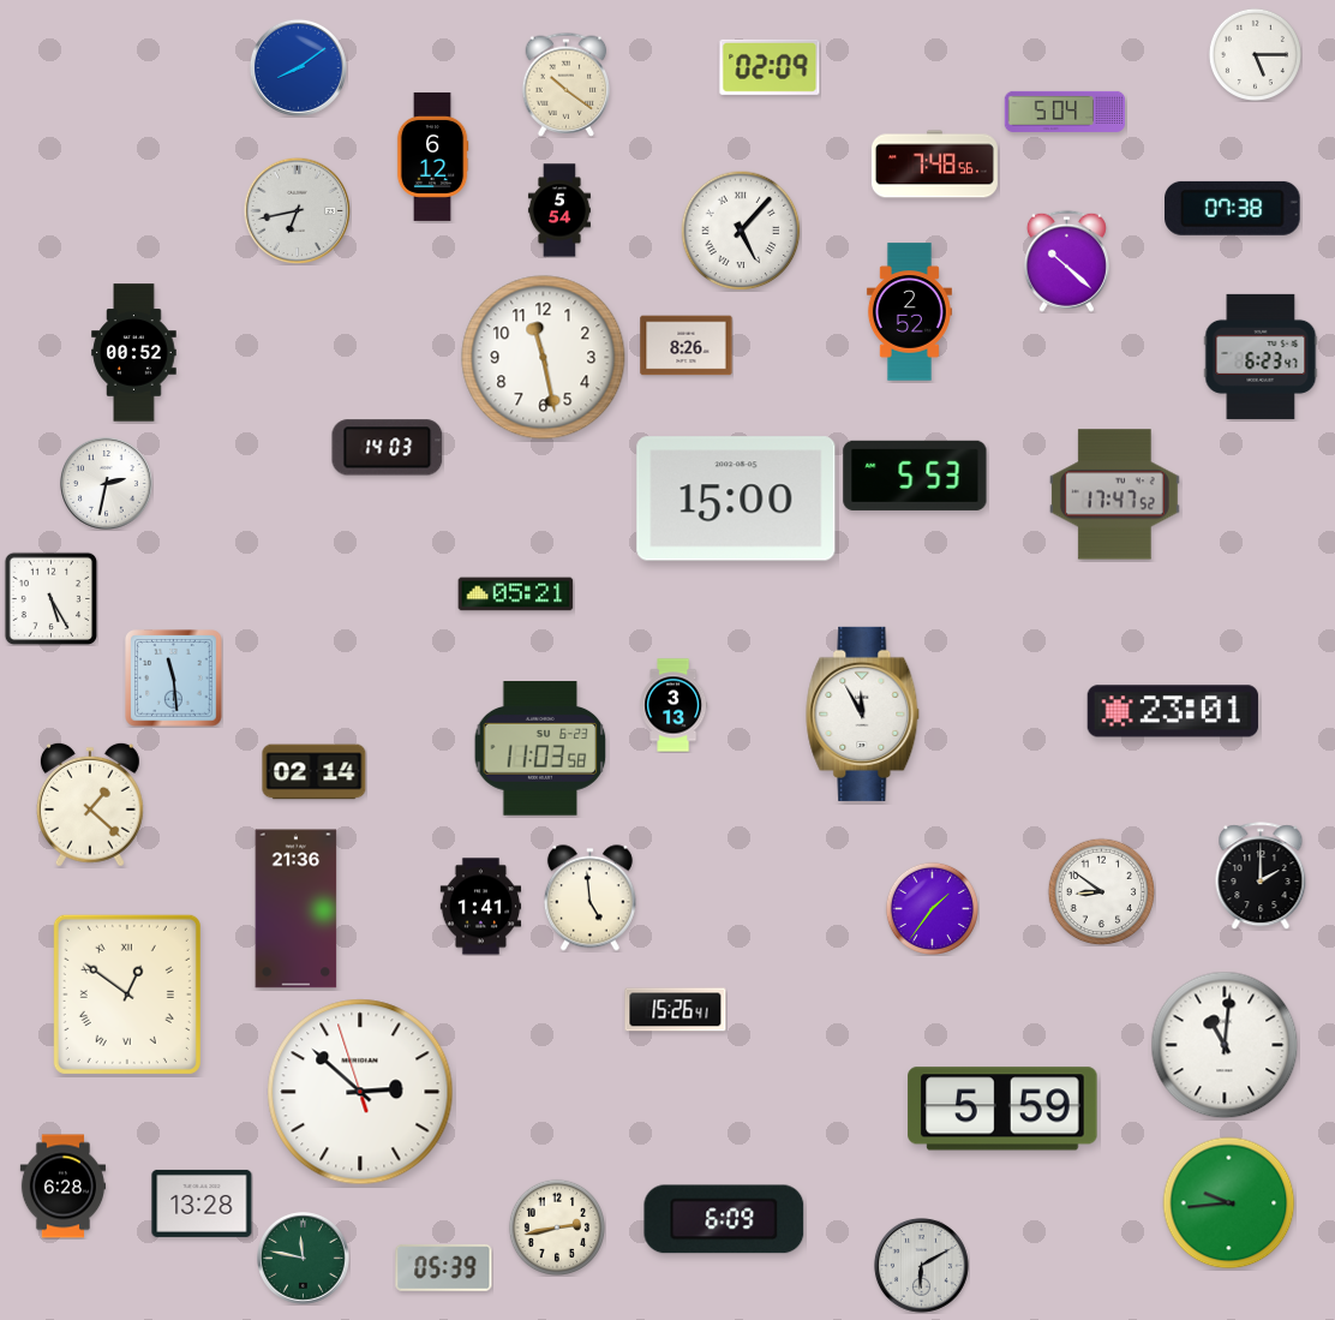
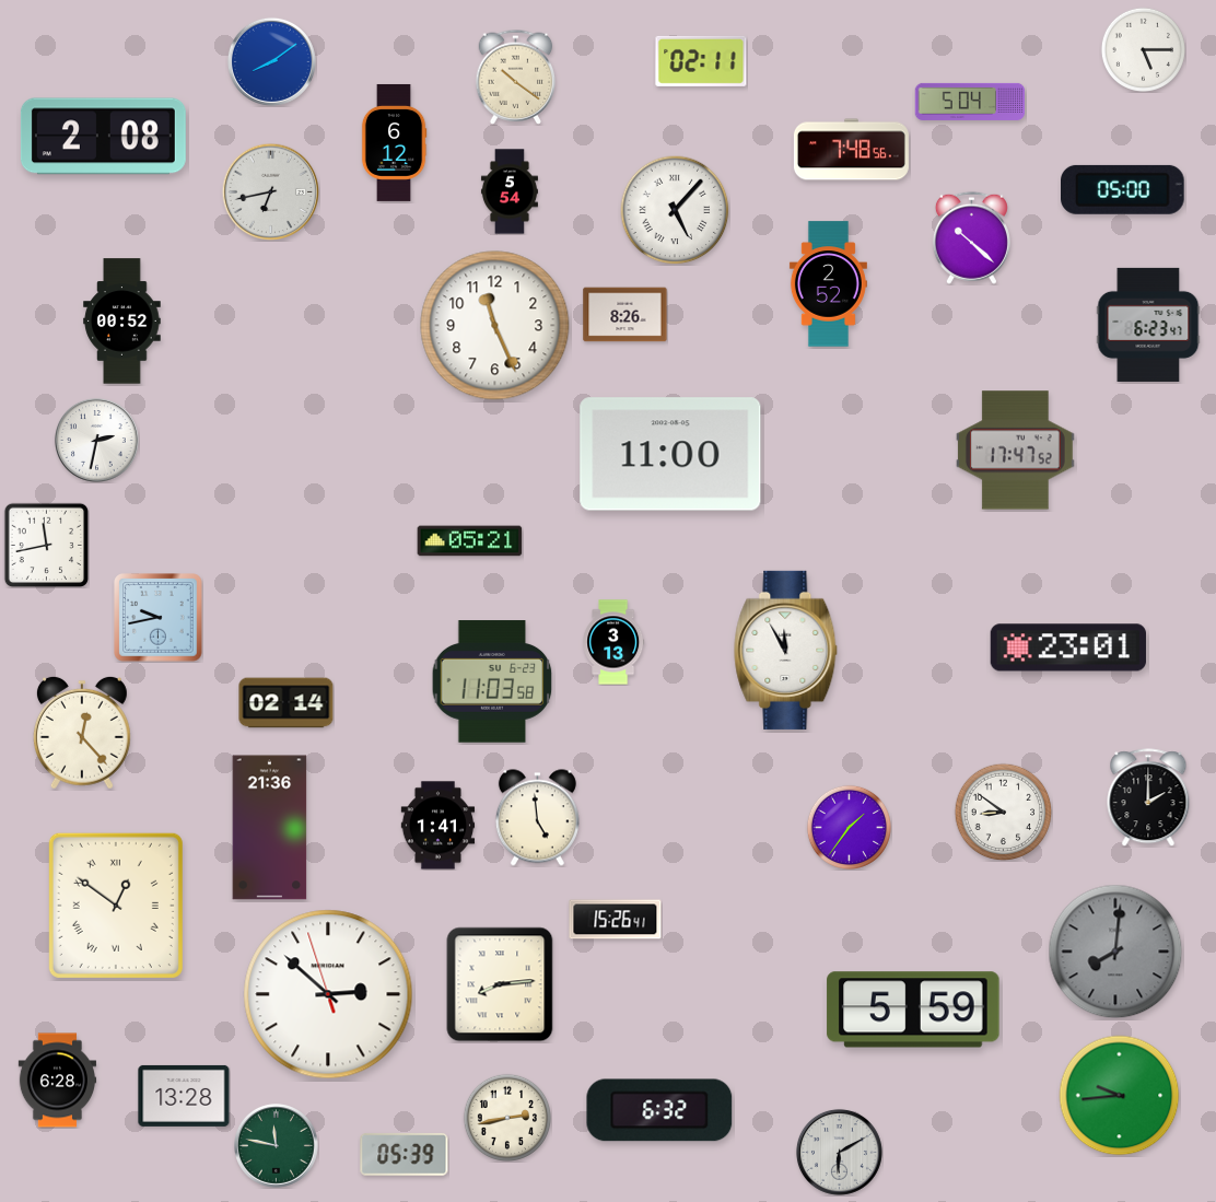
clock at (770, 67): 02:09 -> 02:11
clock at (103, 137): none -> 2:08
clock at (1233, 208): 07:38 -> 05:00
clock at (544, 358): 11:28 -> 11:26
clock at (388, 448): 14:03 -> none
clock at (915, 476): 5:53 -> none
clock at (736, 498): 15:00 -> 11:00
clock at (50, 598): 5:25 -> 11:43
clock at (174, 679): 11:29 -> 9:43
clock at (90, 805): 1:22 -> 12:23
clock at (1225, 1045): 11:01 -> 8:01
clock at (1225, 1045) dial: white -> grey
clock at (500, 984): none -> 8:14
clock at (724, 1219): 6:09 -> 6:32
